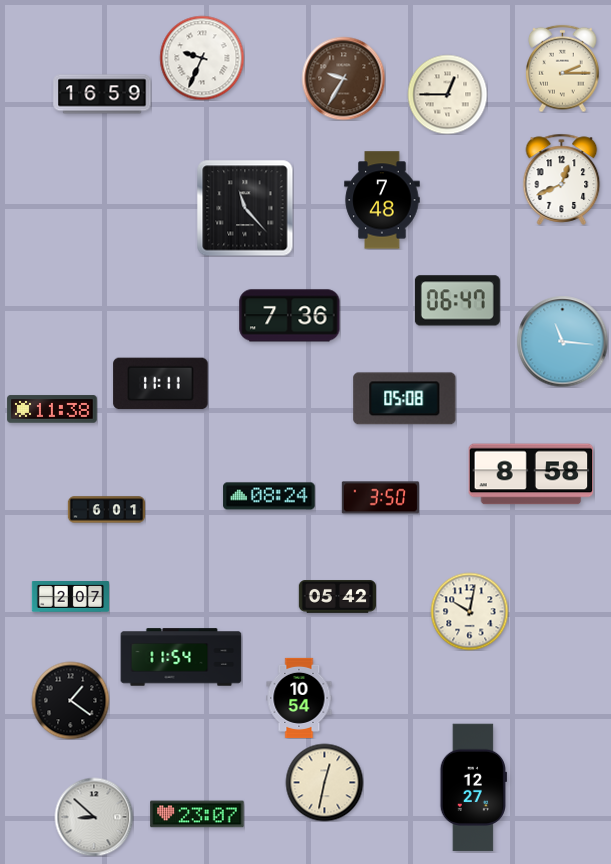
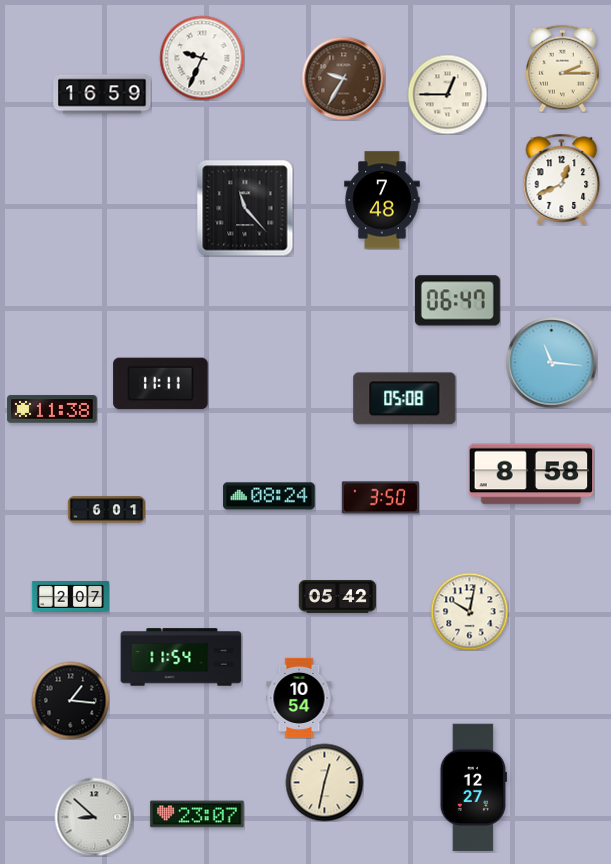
clock at (290, 316): 7:36 -> none
clock at (562, 341) position: (562, 341) -> (551, 362)
clock at (70, 700): 1:21 -> 1:16
